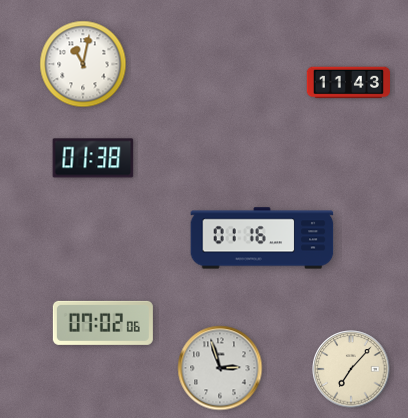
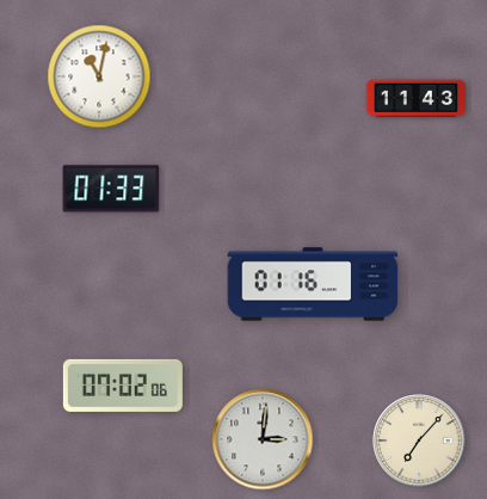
clock at (93, 158): 01:38 -> 01:33
clock at (220, 368): 2:57 -> 3:01
